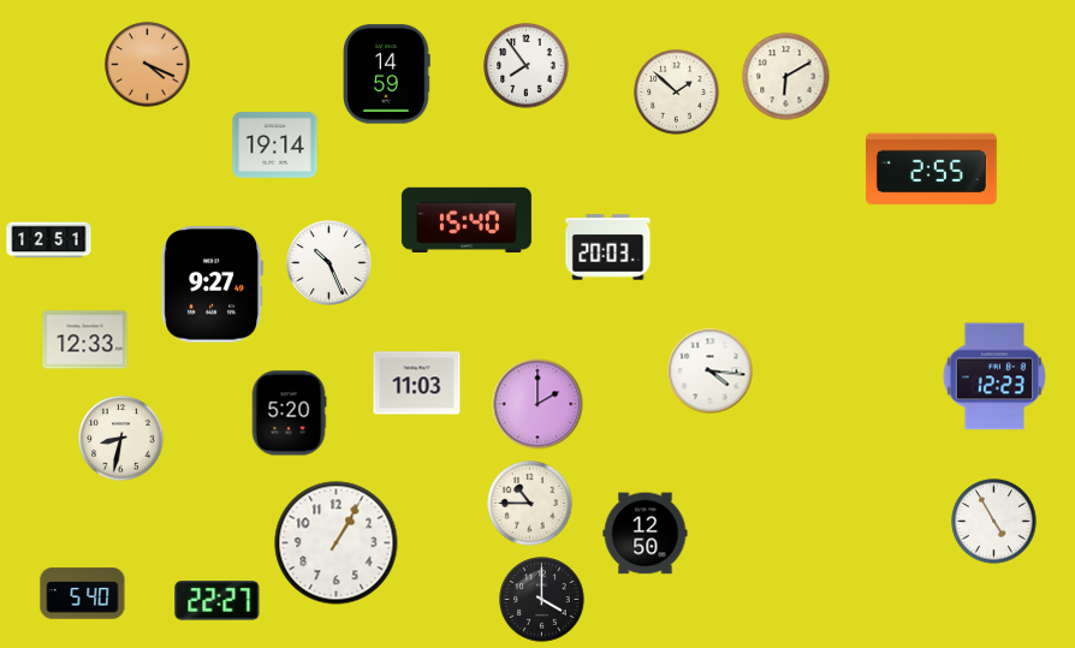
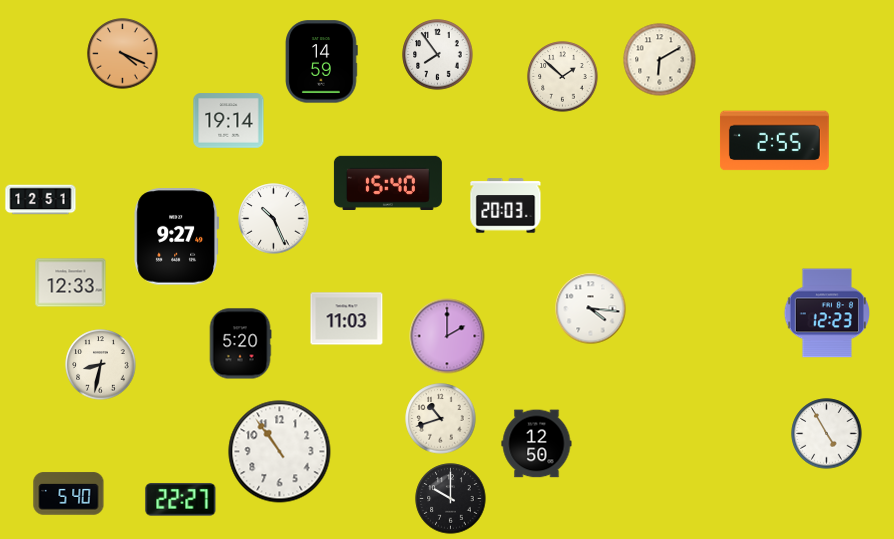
clock at (786, 77) position: (786, 77) -> (660, 60)
clock at (530, 504): 10:45 -> 10:42
clock at (337, 543): 1:05 -> 10:54
clock at (542, 600): 4:00 -> 10:00
